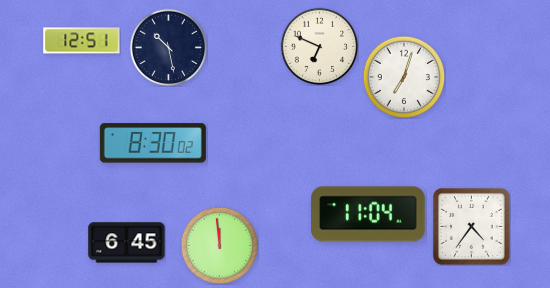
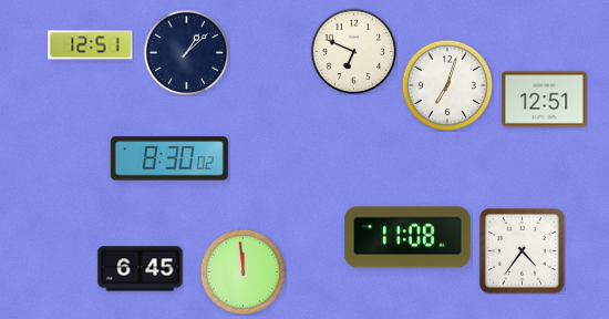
clock at (168, 47): 10:28 -> 1:08
clock at (545, 100): none -> 12:51
clock at (368, 214): 11:04 -> 11:08
